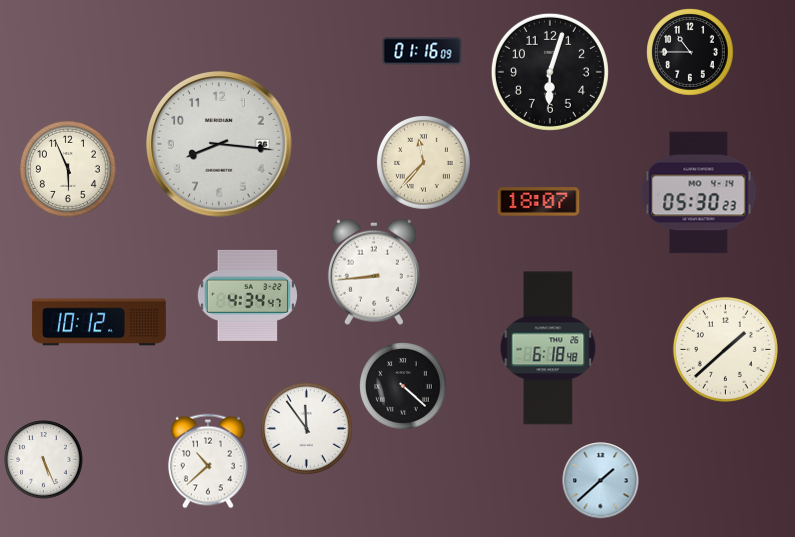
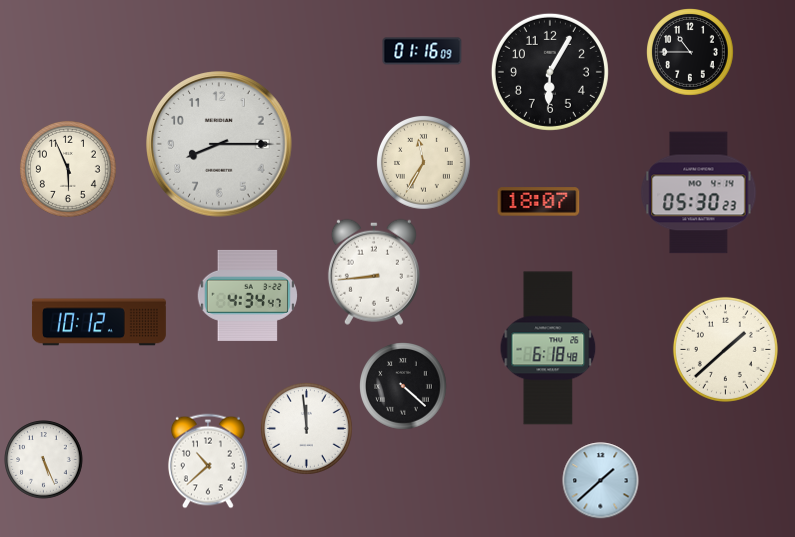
clock at (550, 72): 6:03 -> 6:05
clock at (219, 144): 8:16 -> 8:15
clock at (424, 163): 11:37 -> 11:35
clock at (307, 429): 11:54 -> 11:59
